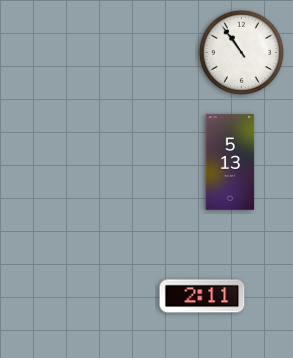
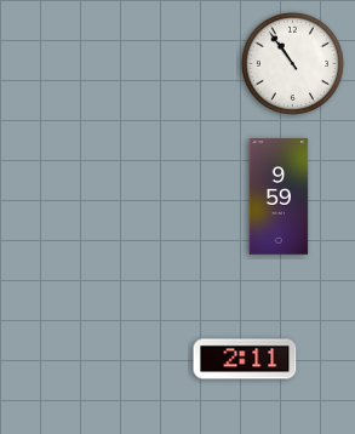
clock at (230, 162): 5:13 -> 9:59
